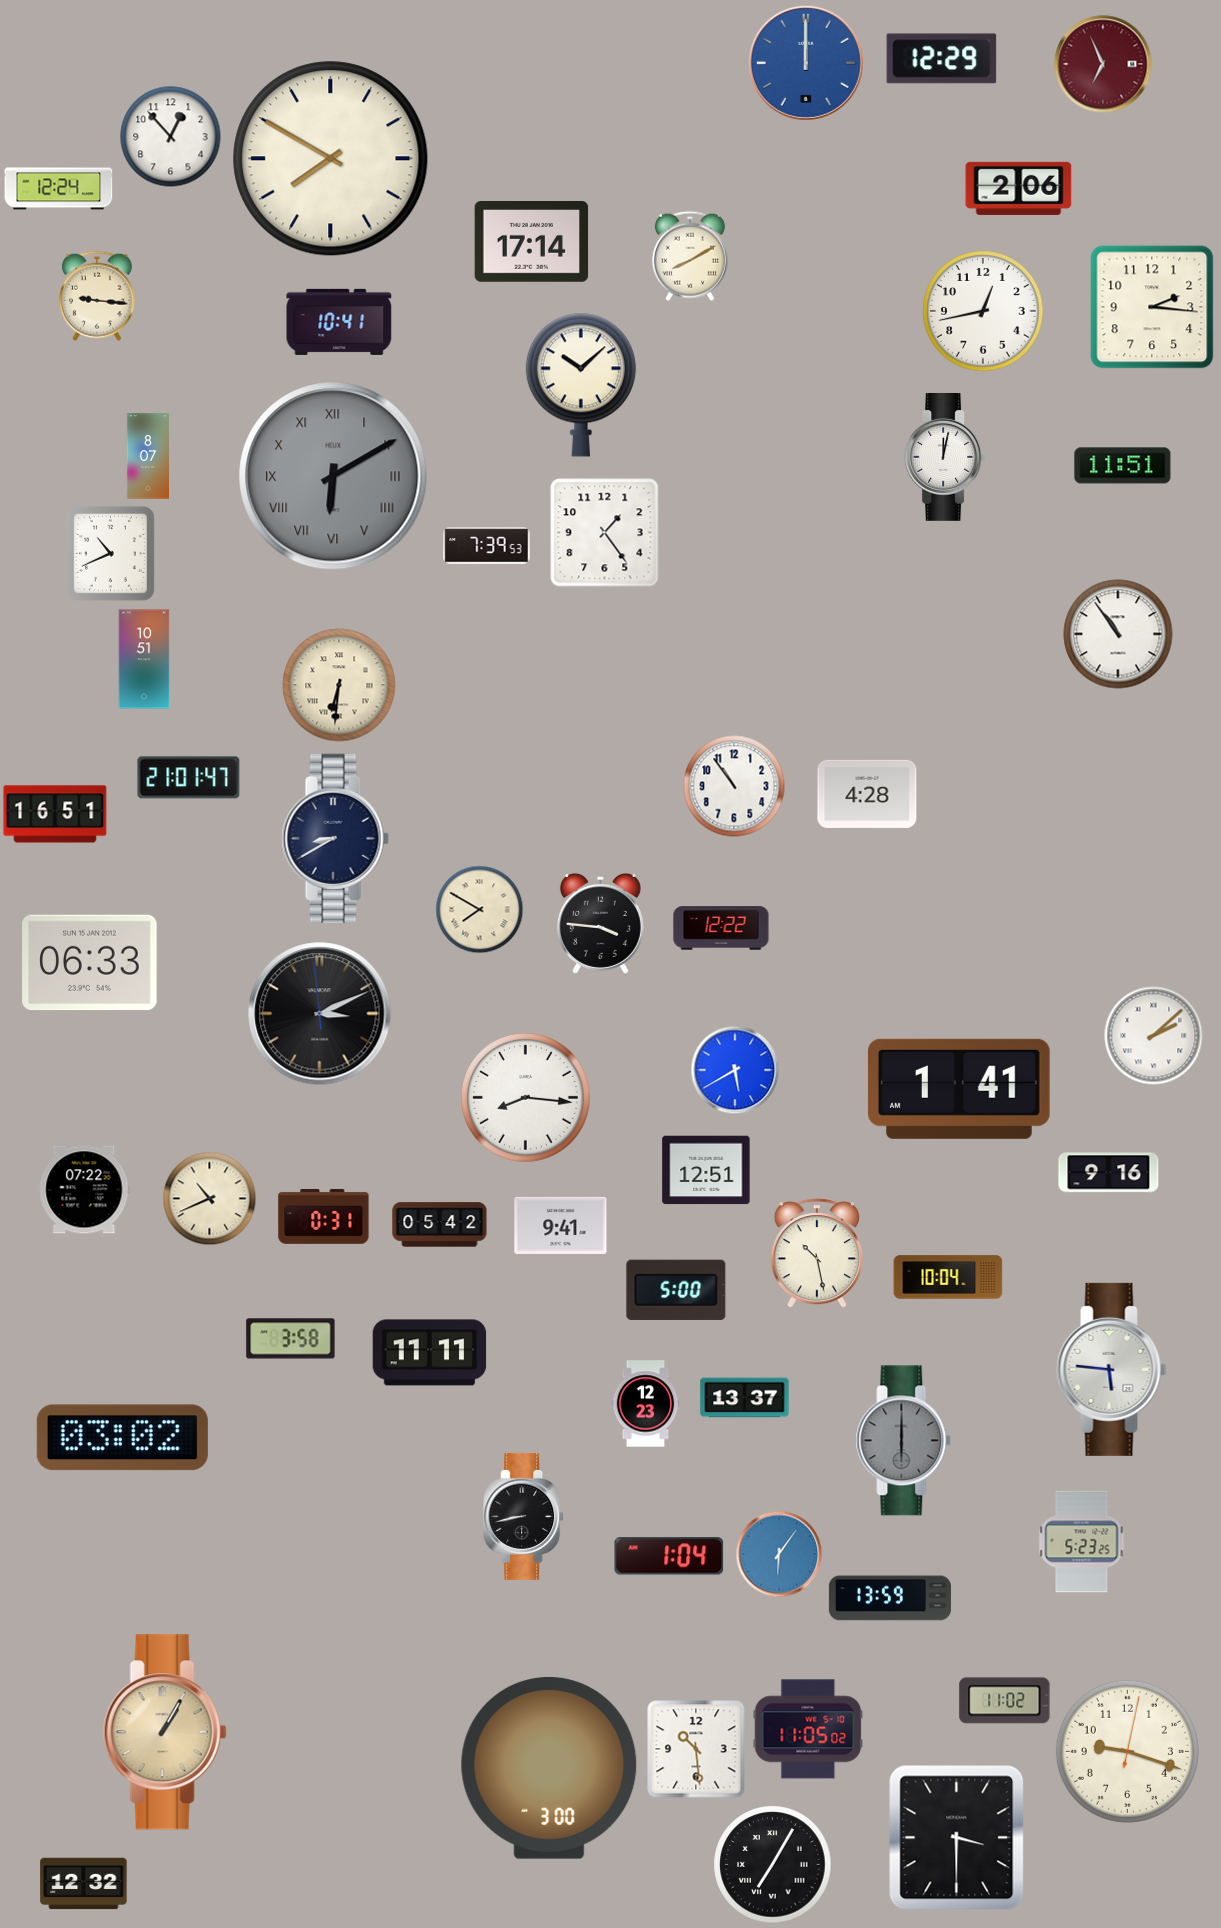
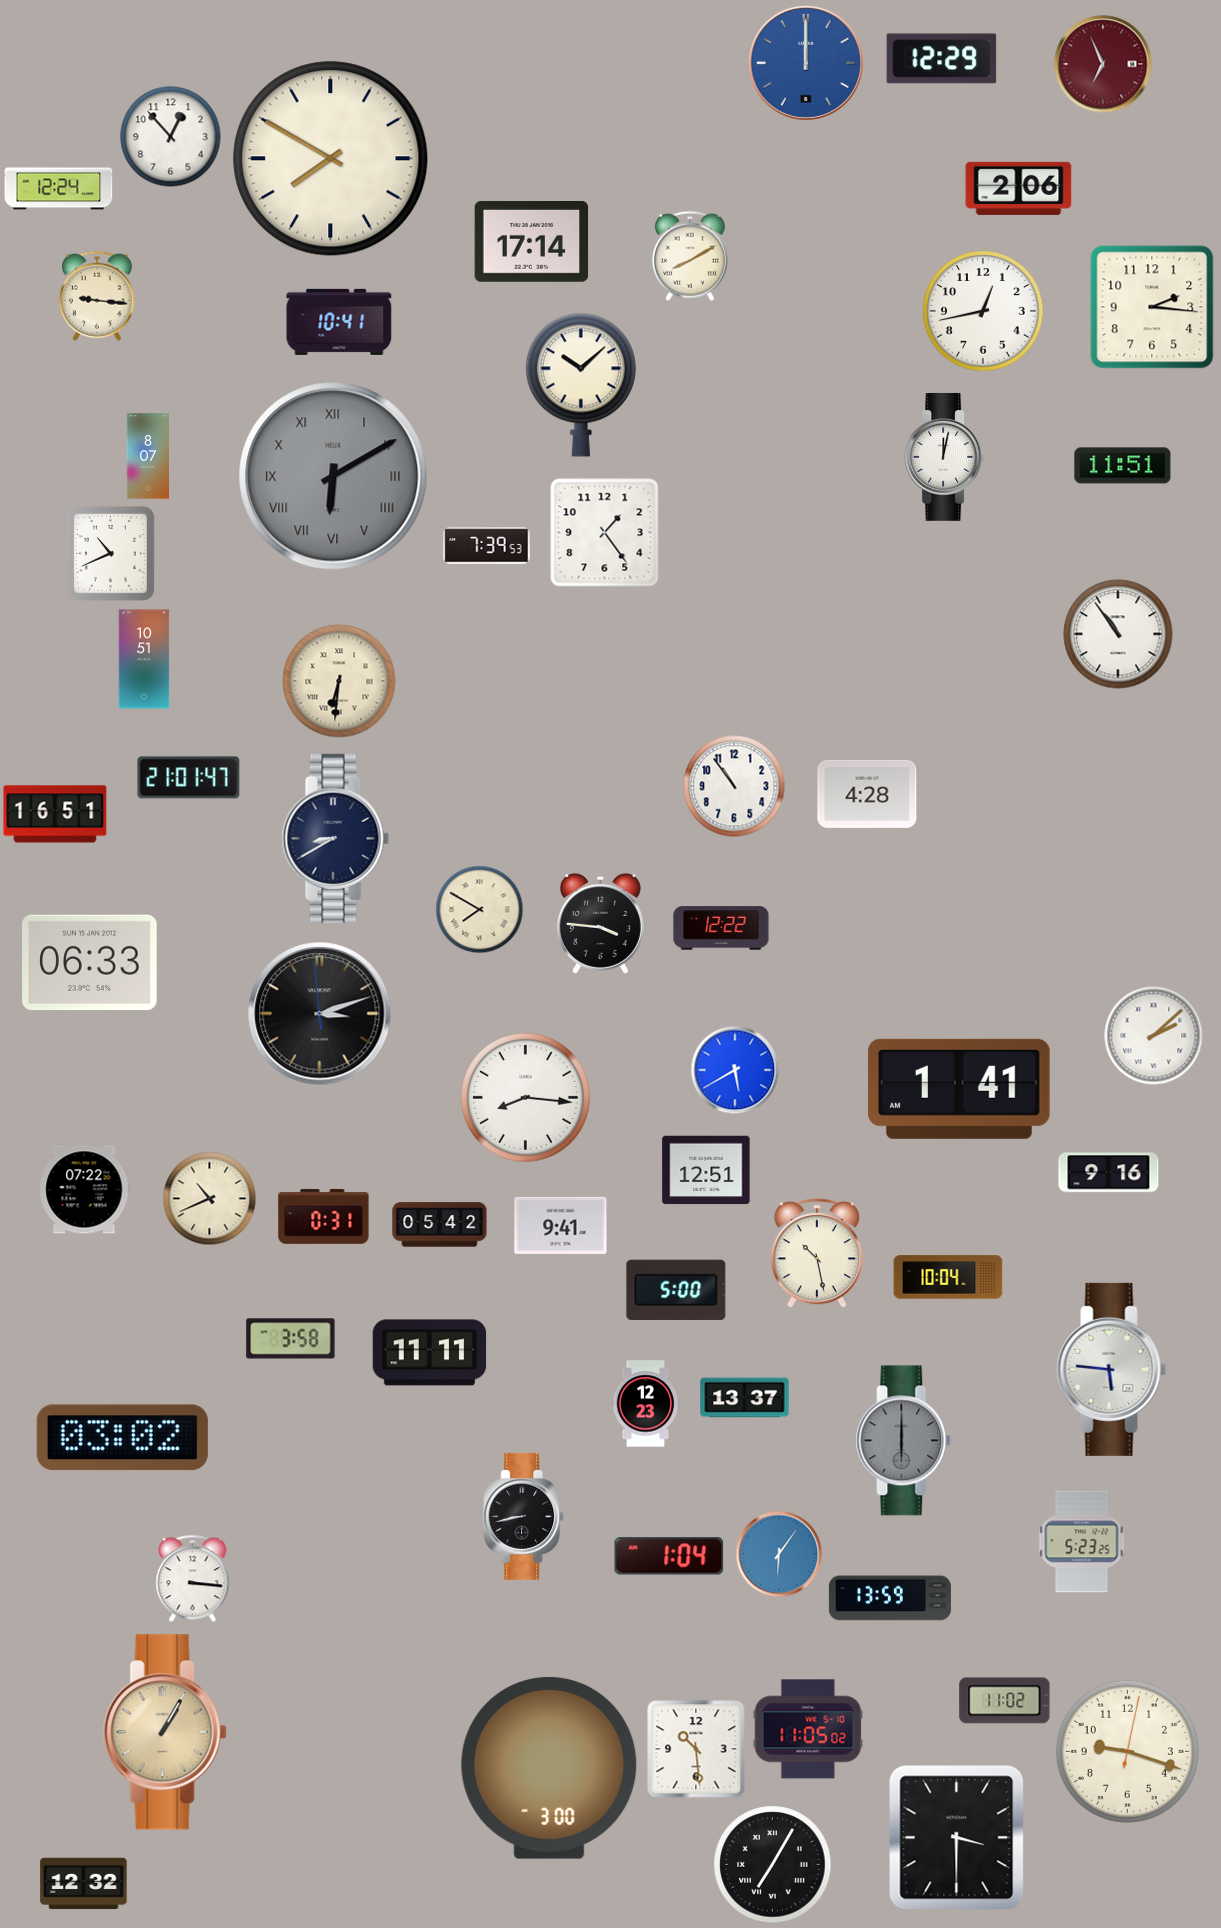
clock at (339, 685) position: (339, 685) -> (339, 681)
clock at (320, 1014): 3:10 -> 3:11
clock at (193, 1578): none -> 3:16
